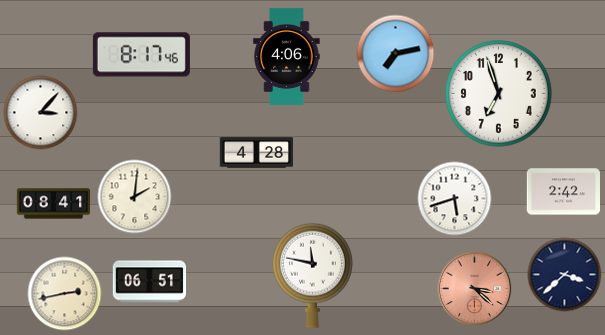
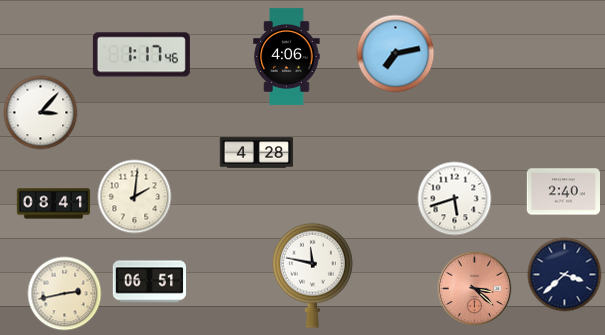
clock at (141, 55): 8:17 -> 1:17
clock at (499, 94): 6:57 -> none
clock at (564, 192): 2:42 -> 2:40
